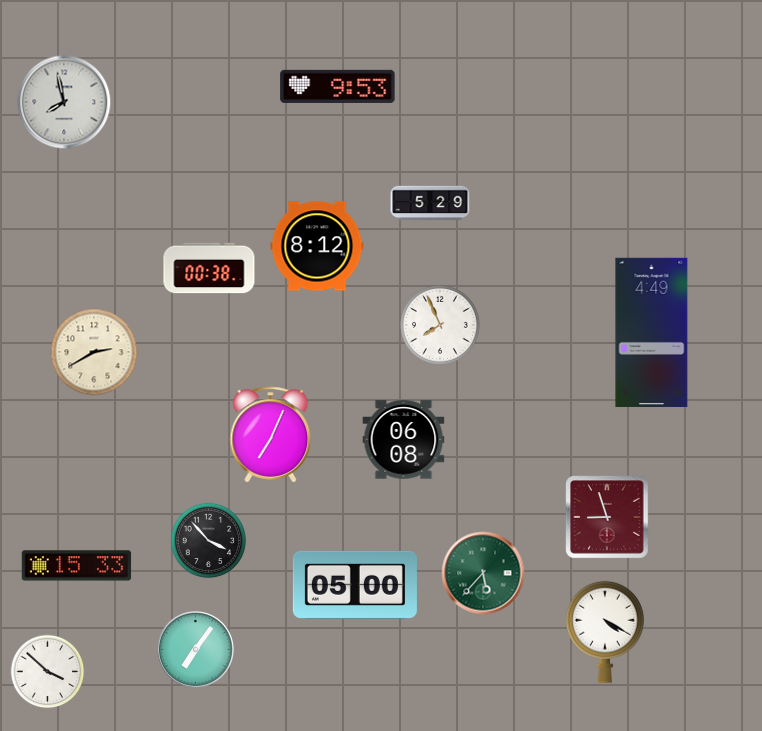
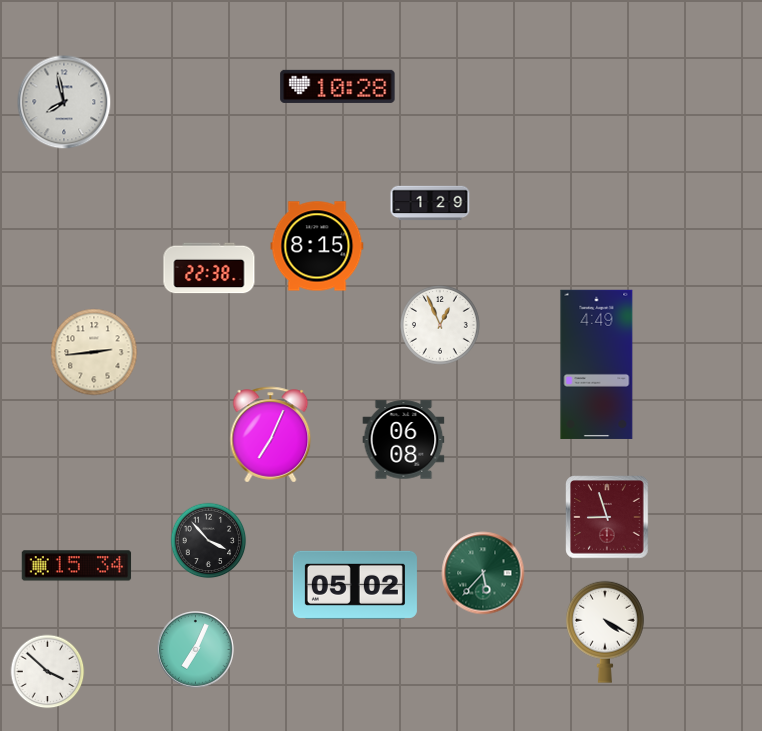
clock at (338, 86): 9:53 -> 10:28
clock at (430, 203): 5:29 -> 1:29
clock at (317, 246): 8:12 -> 8:15
clock at (209, 268): 00:38 -> 22:38
clock at (441, 326): 7:56 -> 12:56
clock at (652, 332) position: (652, 332) -> (597, 364)
clock at (94, 352): 2:40 -> 2:44
clock at (77, 566): 15:33 -> 15:34
clock at (355, 585): 05:00 -> 05:02
clock at (196, 650): 7:06 -> 7:04
